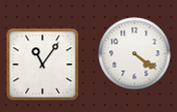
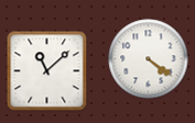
clock at (43, 65): 11:06 -> 11:08
